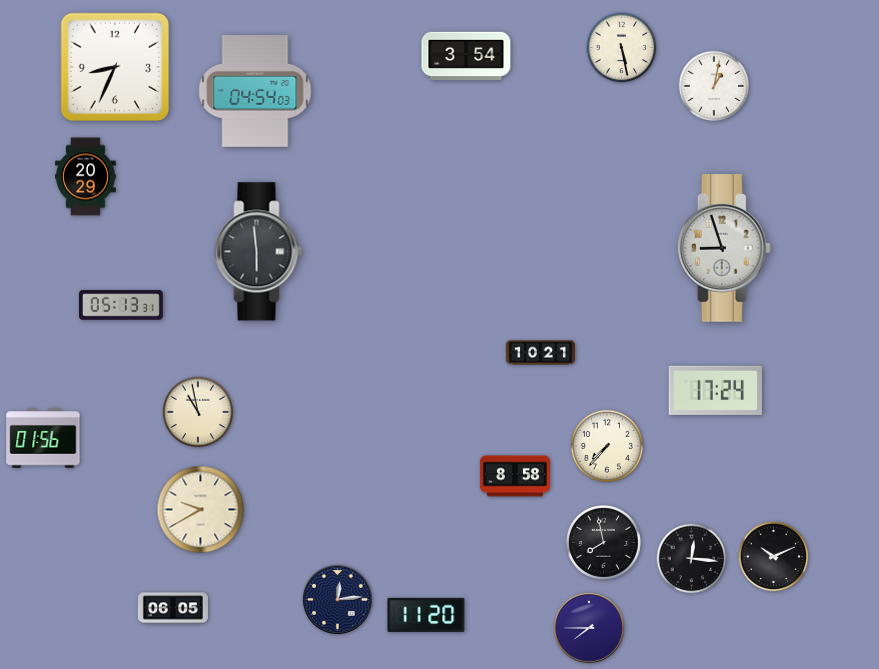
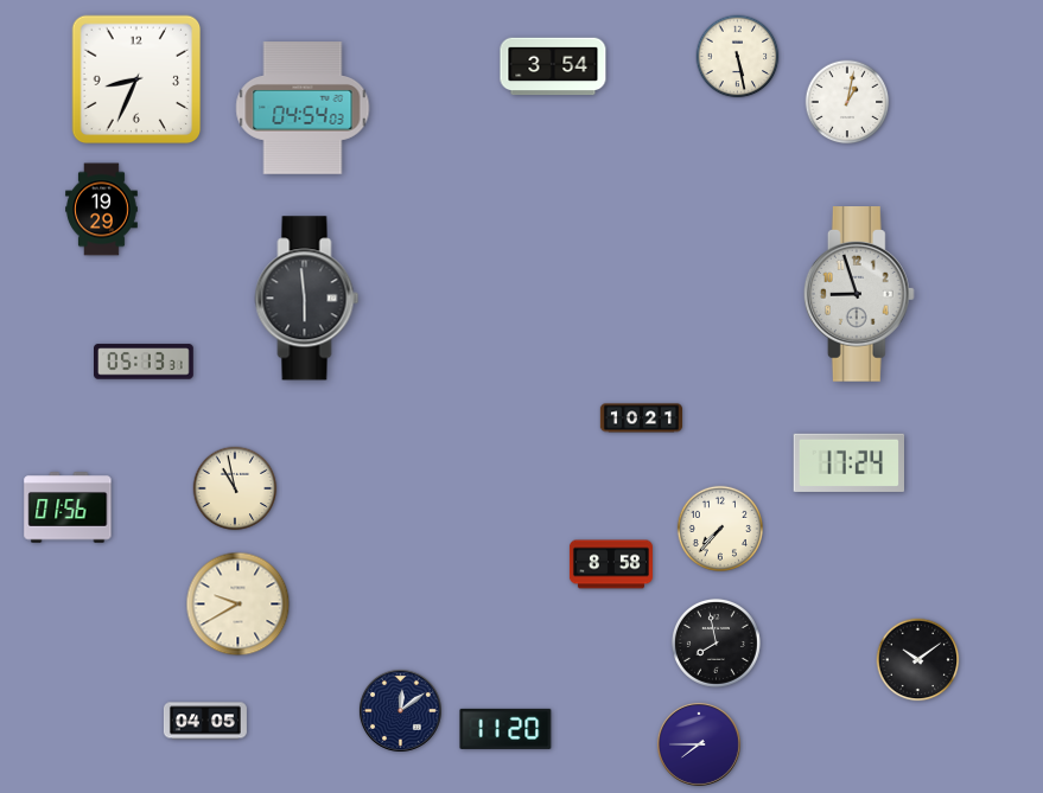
clock at (86, 177): 20:29 -> 19:29
clock at (43, 438) position: (43, 438) -> (68, 507)
clock at (774, 557): 10:11 -> 10:09
clock at (692, 559): 12:16 -> none
clock at (337, 599): 12:14 -> 12:09
clock at (173, 608): 06:05 -> 04:05
